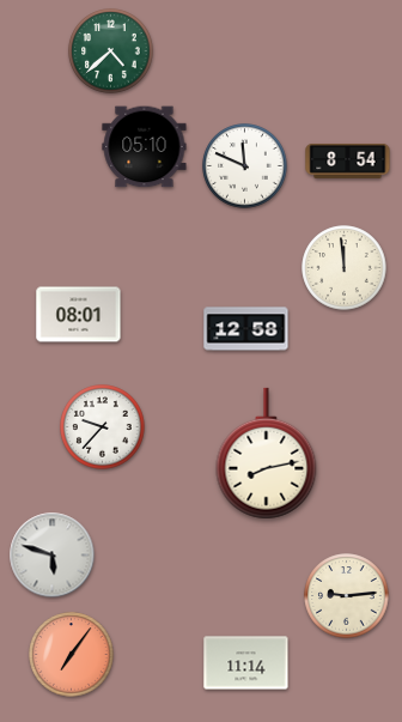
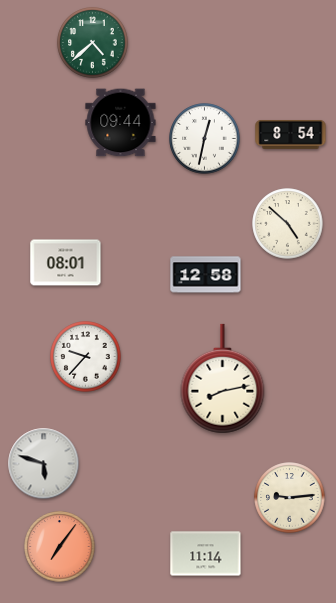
clock at (145, 147): 05:10 -> 09:44
clock at (245, 166): 11:49 -> 12:32
clock at (345, 268): 11:59 -> 4:52
